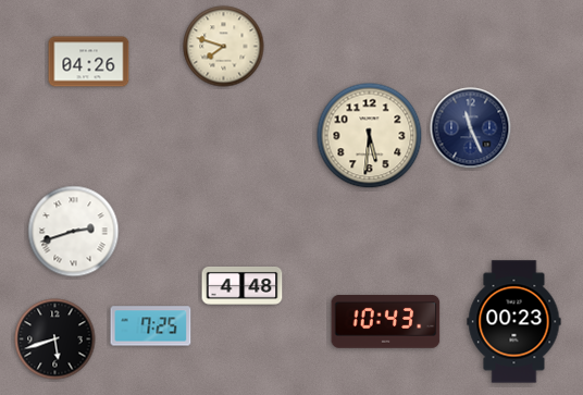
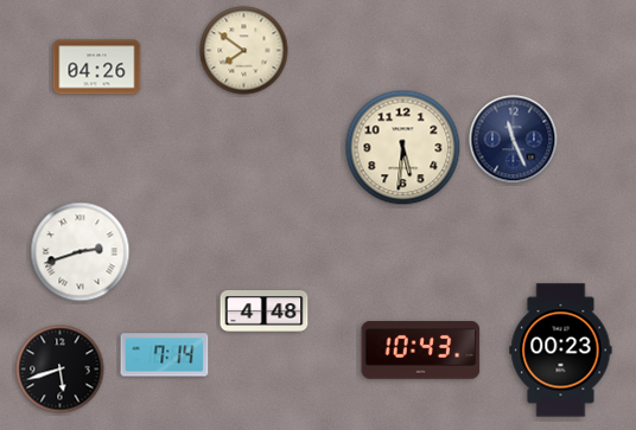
clock at (224, 47): 7:48 -> 7:51
clock at (151, 326): 7:25 -> 7:14
